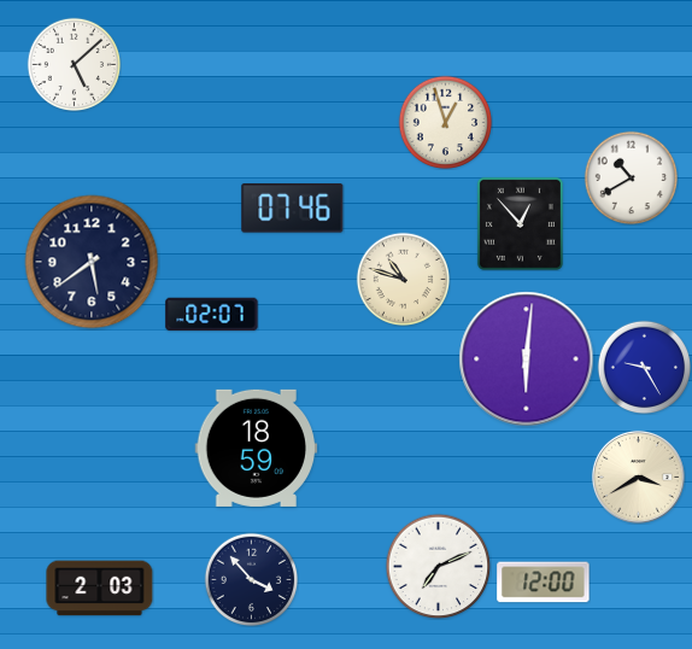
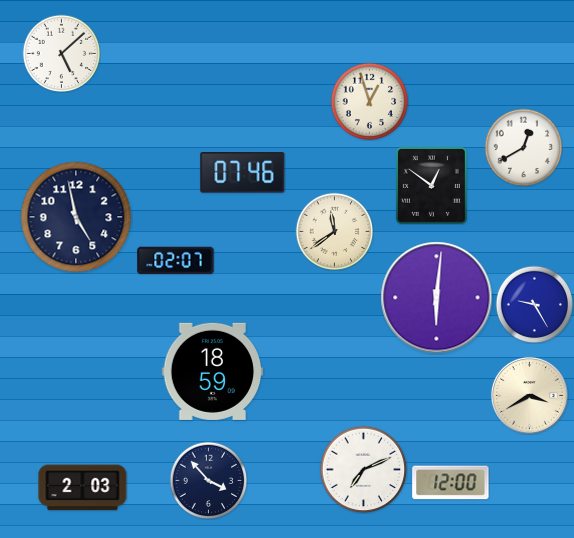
clock at (631, 177): 10:40 -> 12:40
clock at (520, 223): 12:53 -> 12:51
clock at (92, 262): 5:39 -> 4:58
clock at (403, 279): 10:48 -> 11:39
